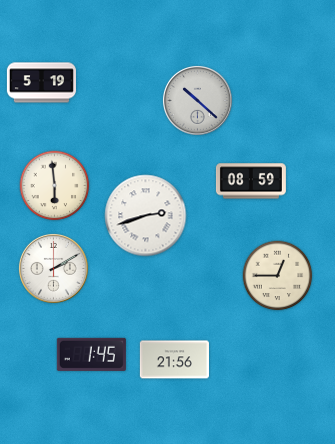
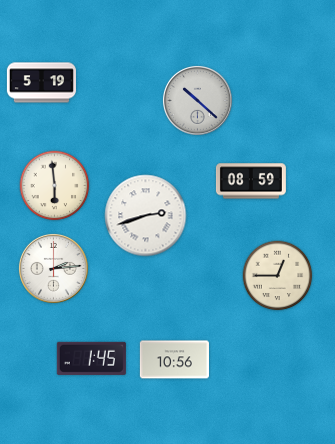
clock at (53, 268): 2:10 -> 2:14
clock at (91, 354) position: (91, 354) -> (91, 358)
clock at (174, 360): 21:56 -> 10:56
